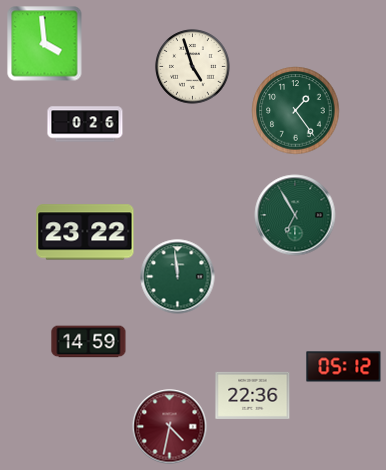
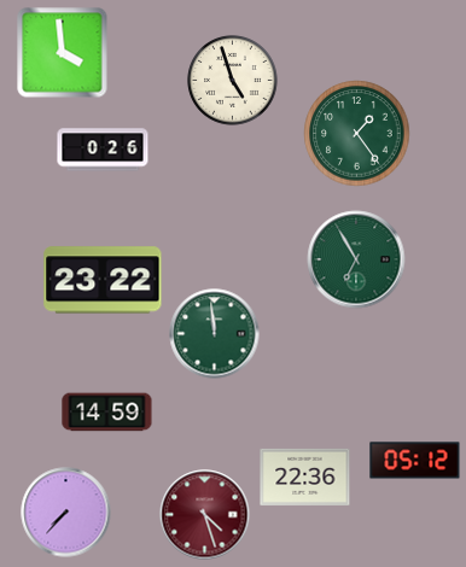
clock at (45, 44) position: (45, 44) -> (63, 53)
clock at (344, 367) position: (344, 367) -> (415, 461)
clock at (66, 513): none -> 7:37
clock at (170, 427): 4:32 -> 4:27
